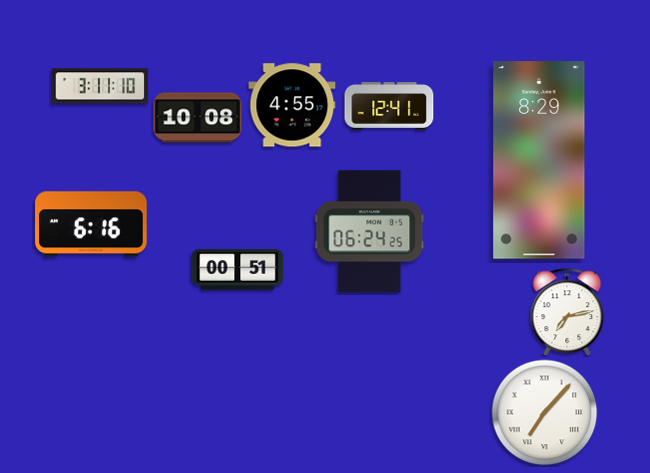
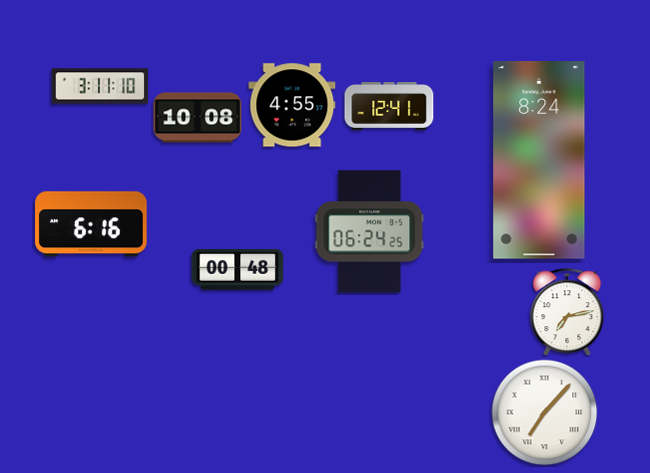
clock at (539, 160): 8:29 -> 8:24
clock at (238, 270): 00:51 -> 00:48
